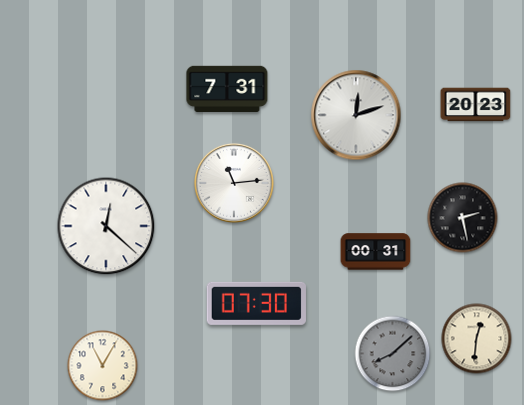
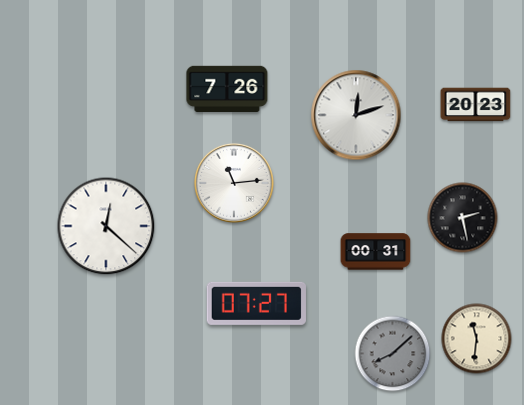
clock at (227, 88): 7:31 -> 7:26
clock at (256, 303): 07:30 -> 07:27
clock at (477, 339): 12:31 -> 11:31
clock at (103, 366): 11:05 -> none
